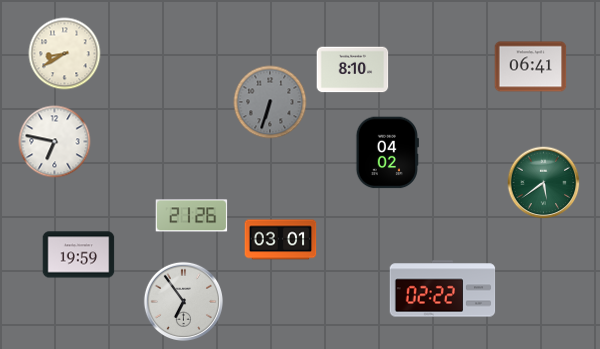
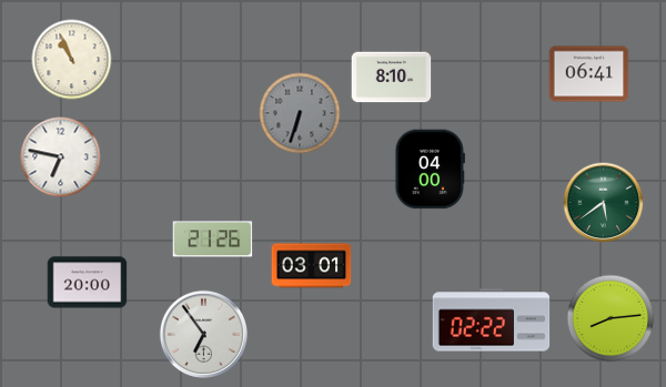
clock at (65, 54): 8:40 -> 10:56
clock at (387, 153): 04:02 -> 04:00
clock at (79, 255): 19:59 -> 20:00
clock at (610, 318): none -> 8:14
